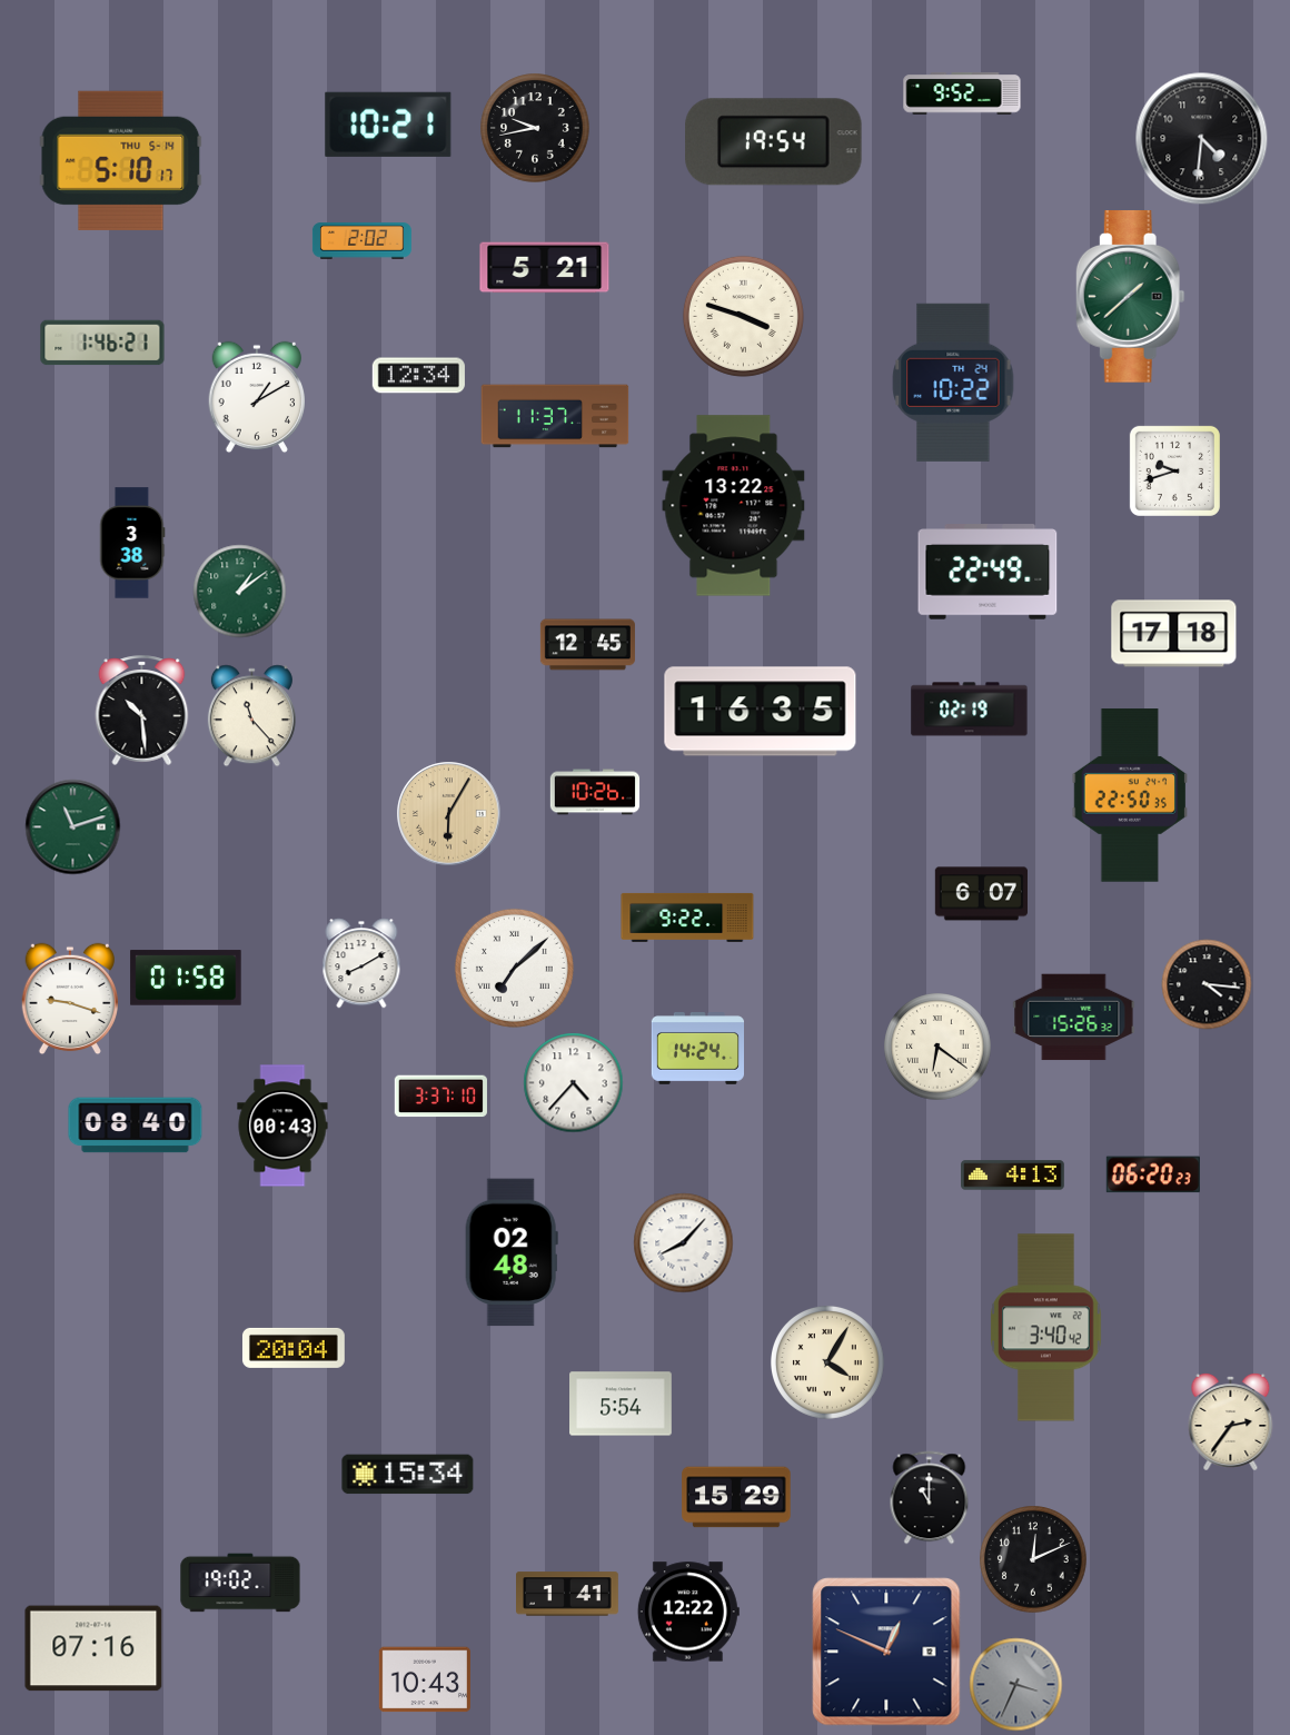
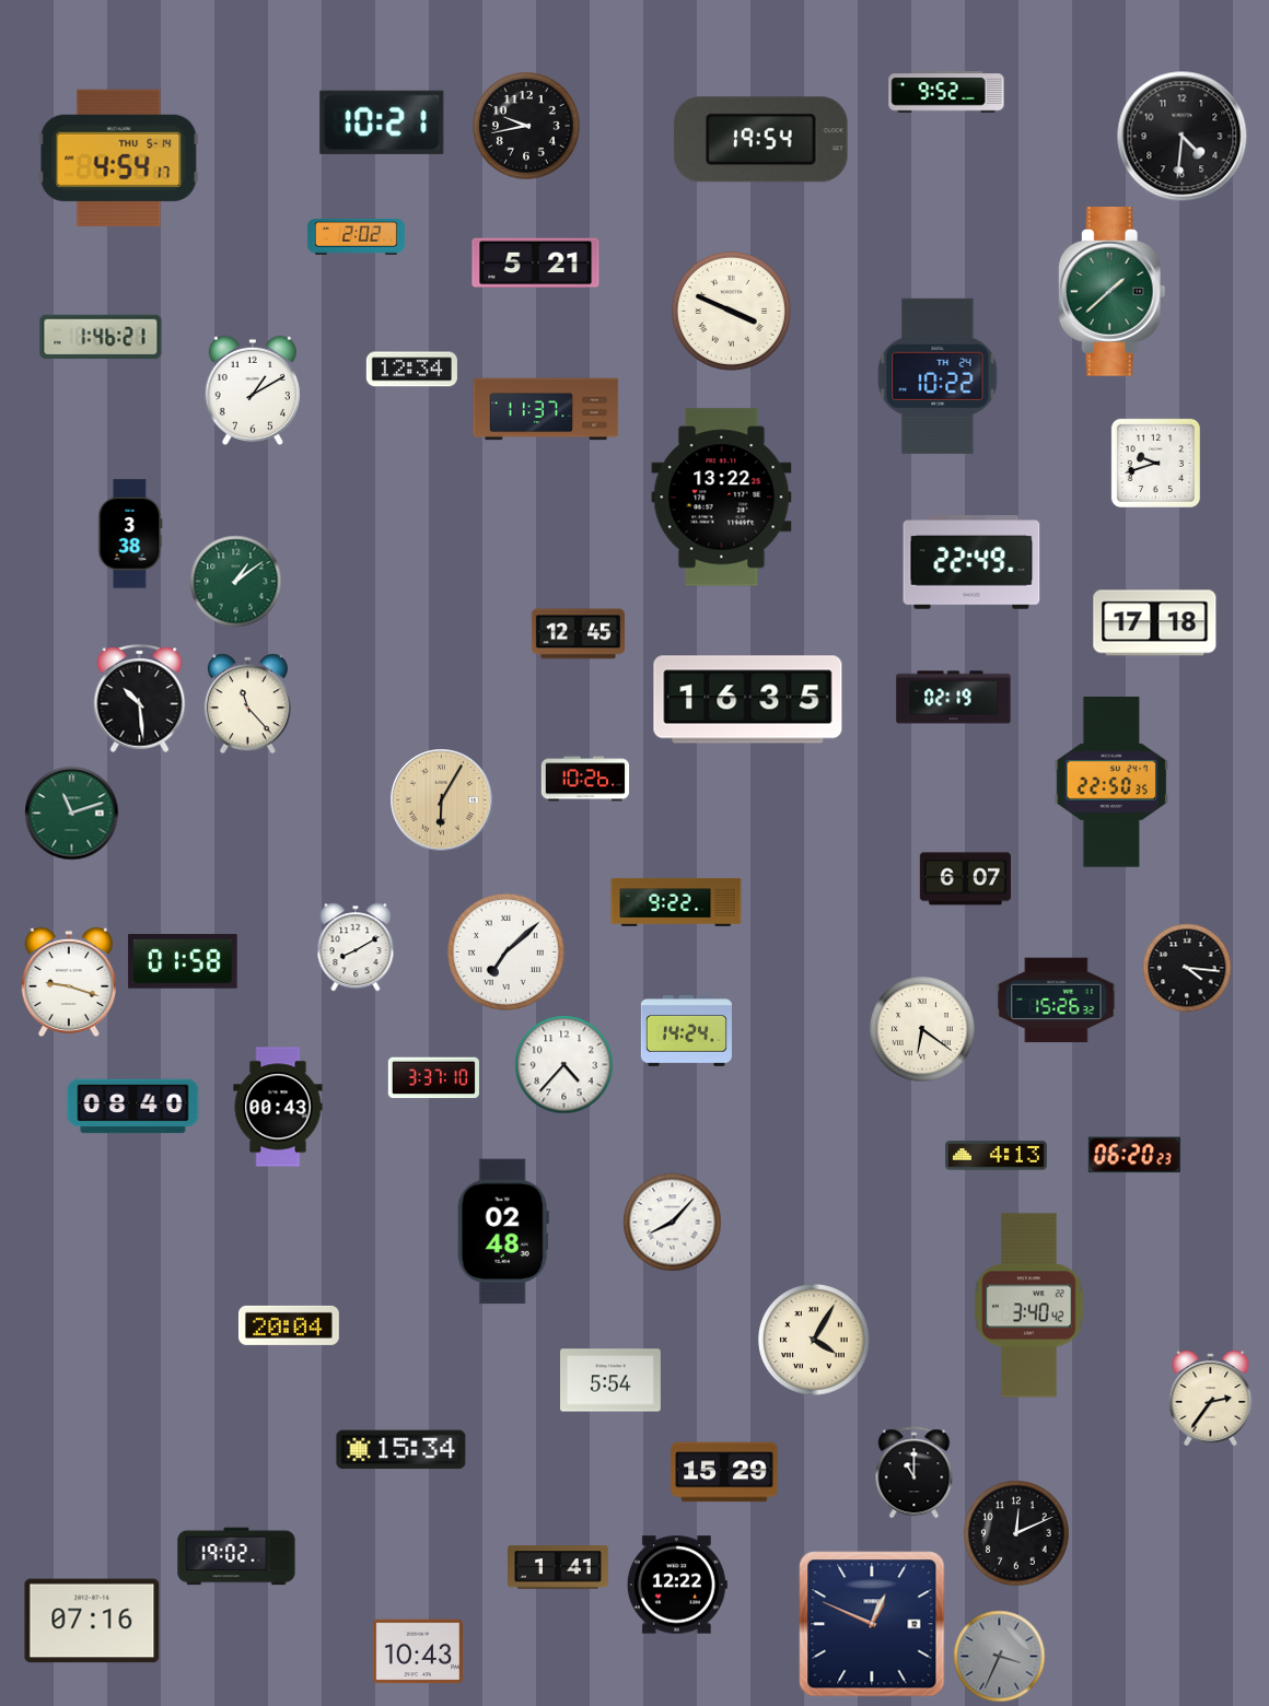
clock at (121, 160): 5:10 -> 4:54
clock at (743, 316): 3:48 -> 3:49
